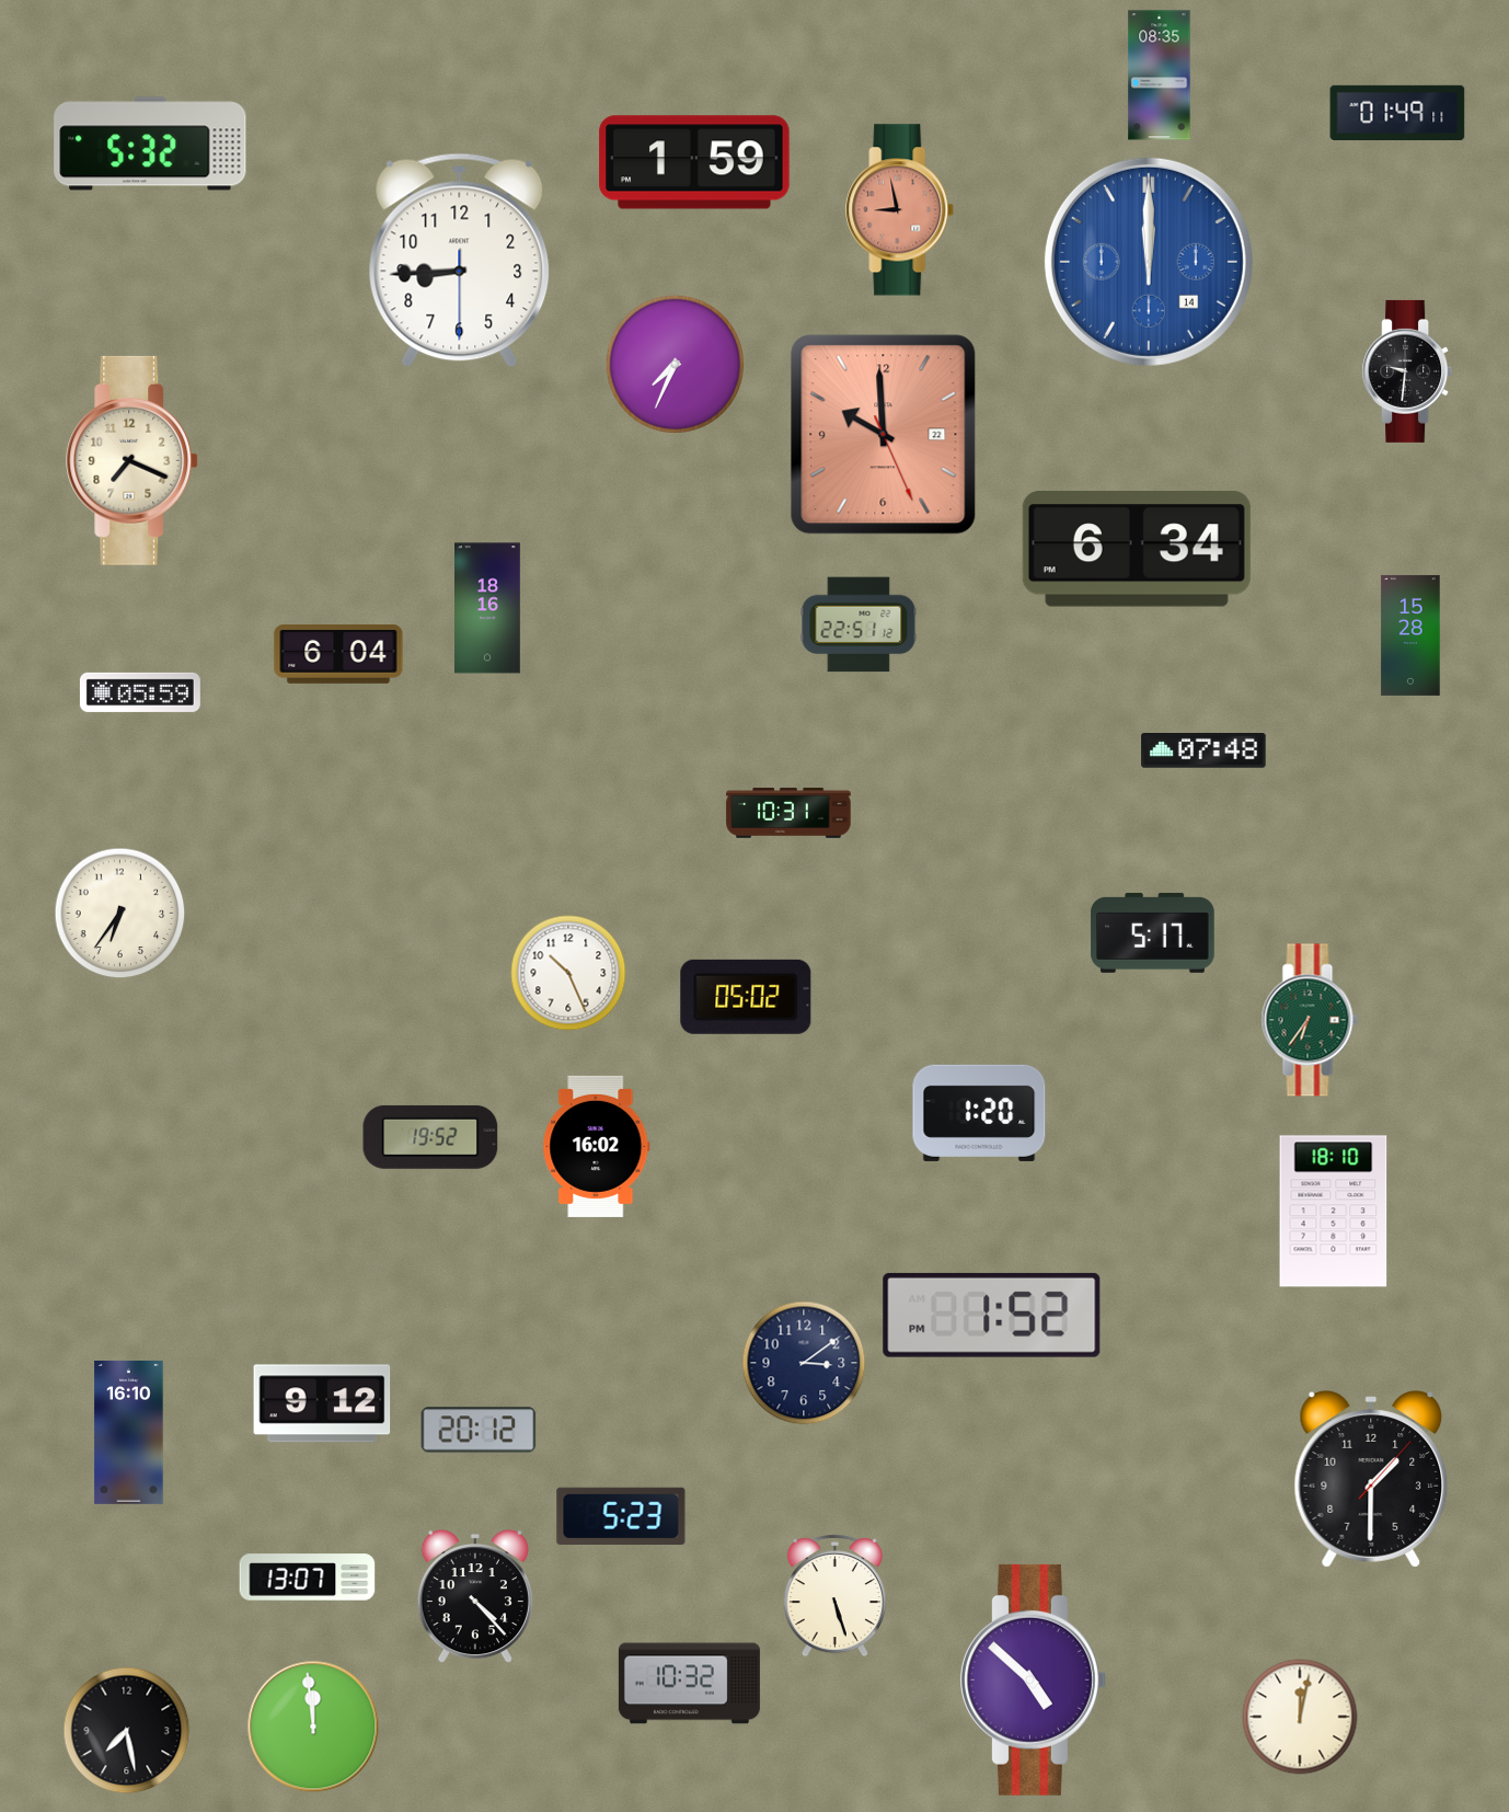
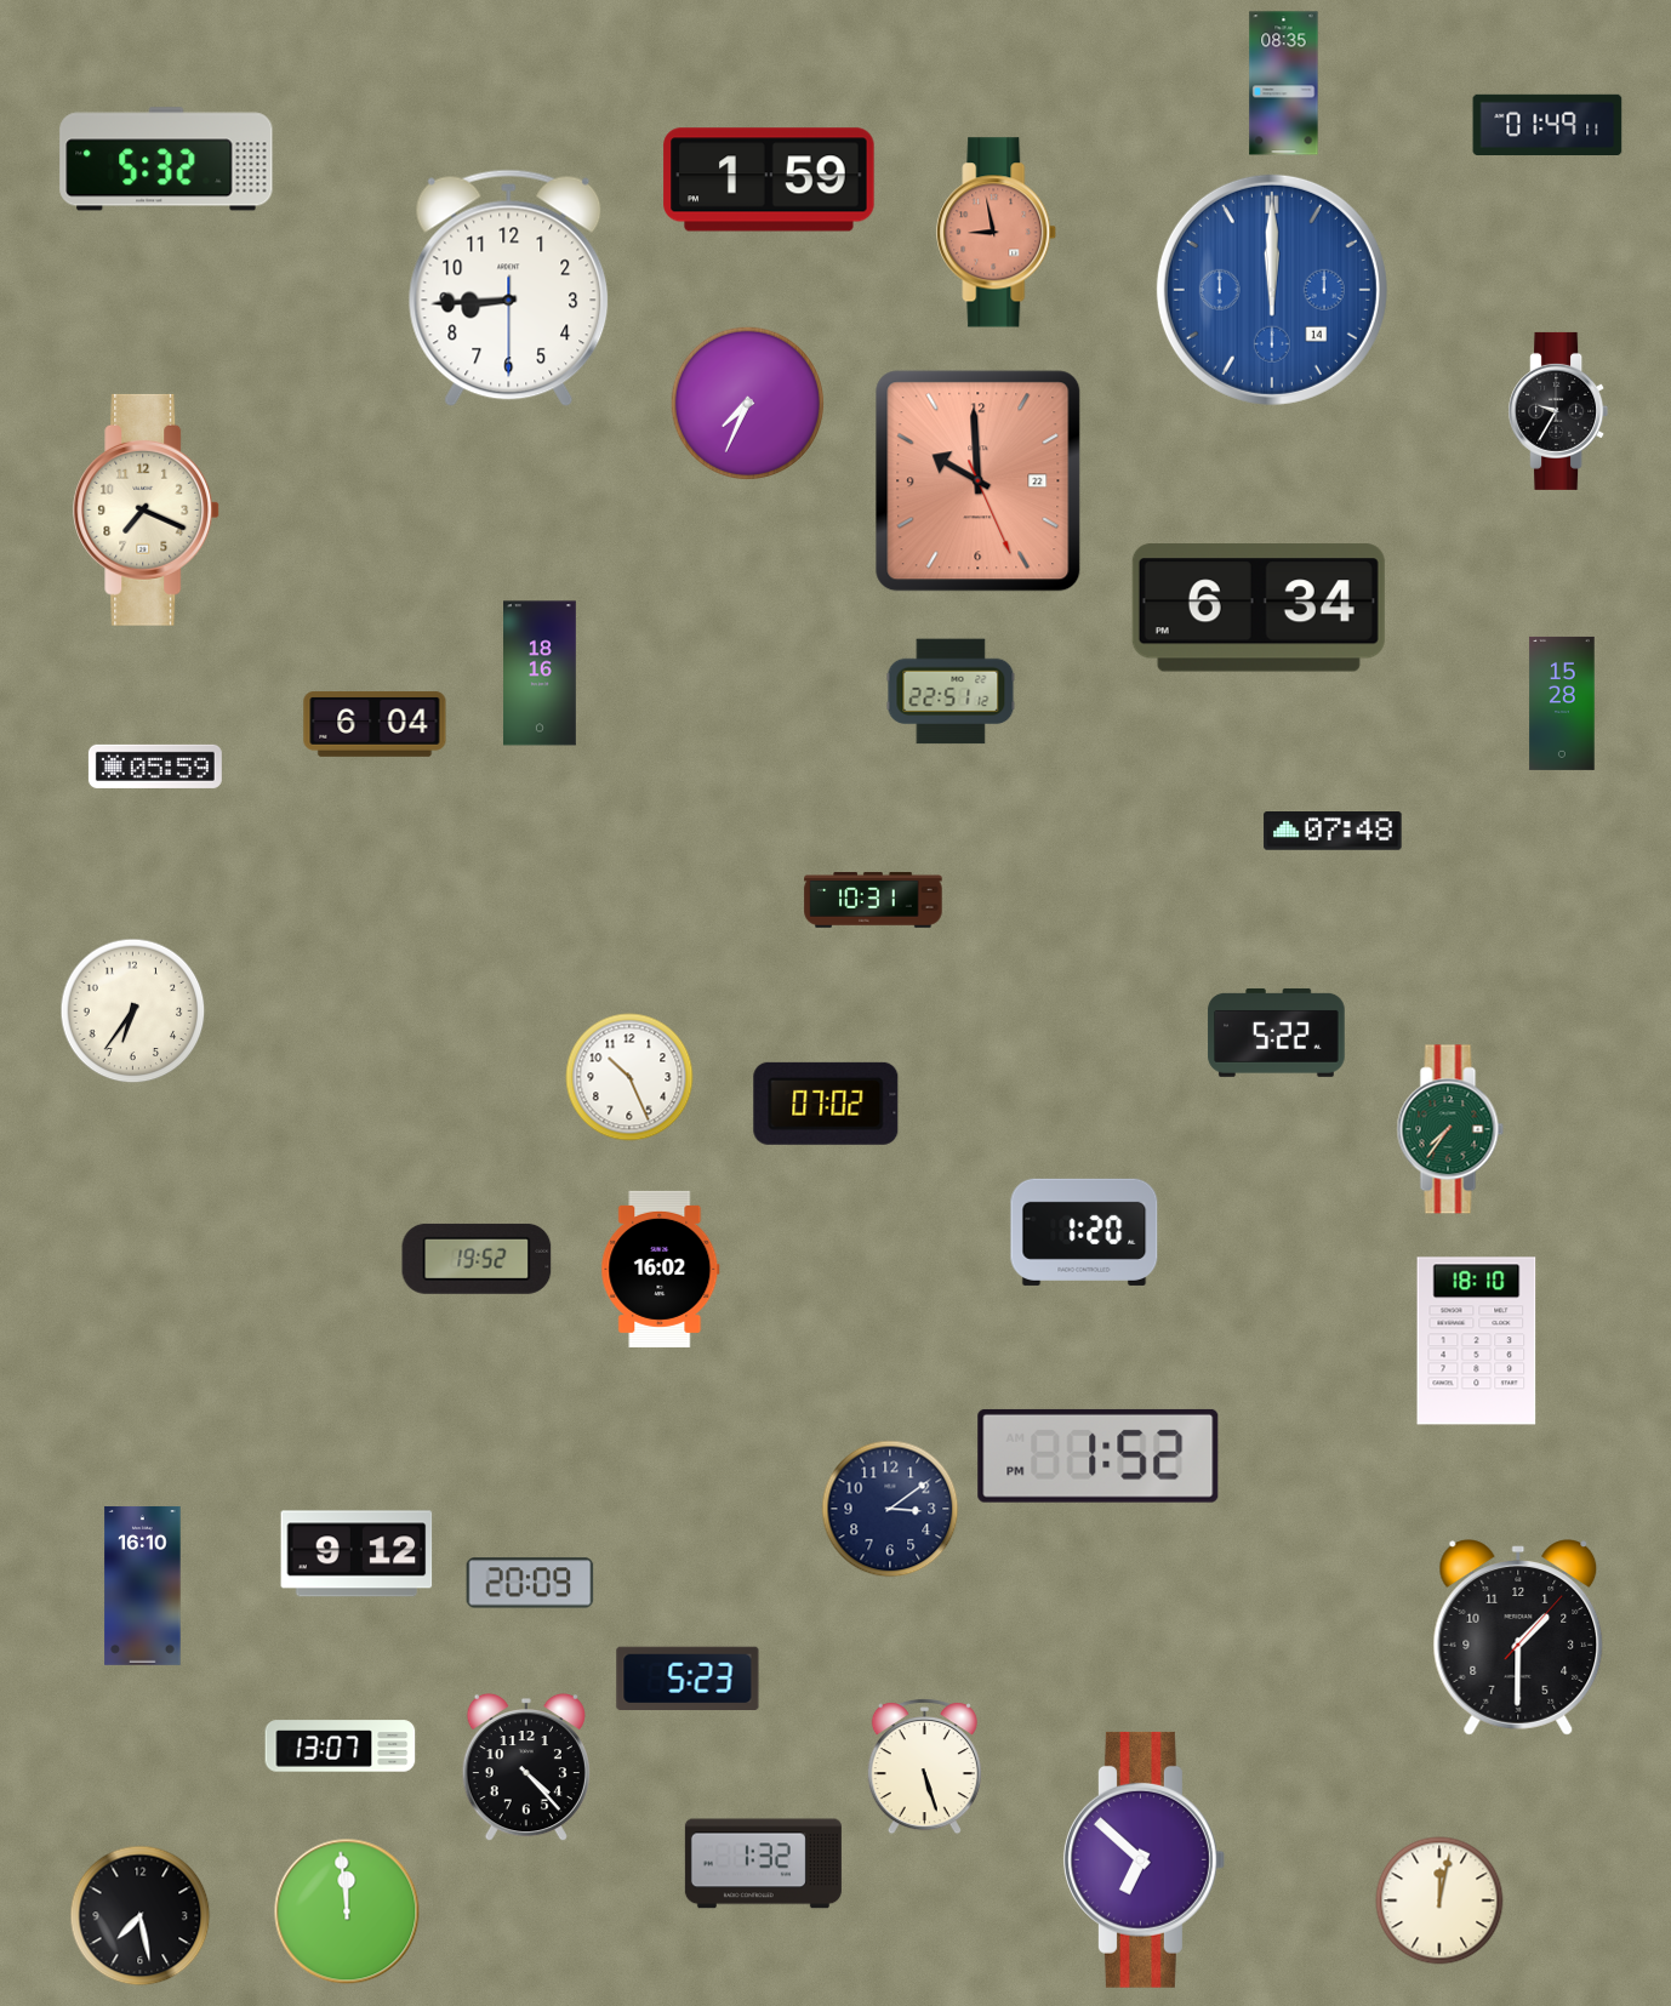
clock at (1407, 371): 9:31 -> 9:35
clock at (1153, 932): 5:17 -> 5:22
clock at (746, 997): 05:02 -> 07:02
clock at (1310, 1020): 6:36 -> 7:36
clock at (479, 1430): 20:12 -> 20:09
clock at (1033, 1679): 4:52 -> 6:52
clock at (689, 1684): 10:32 -> 1:32
